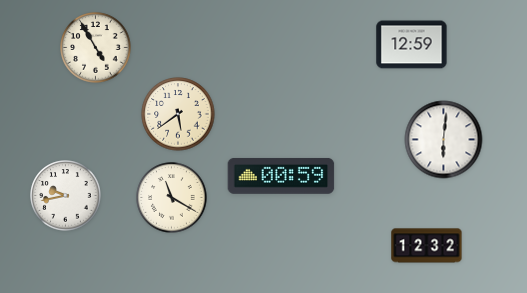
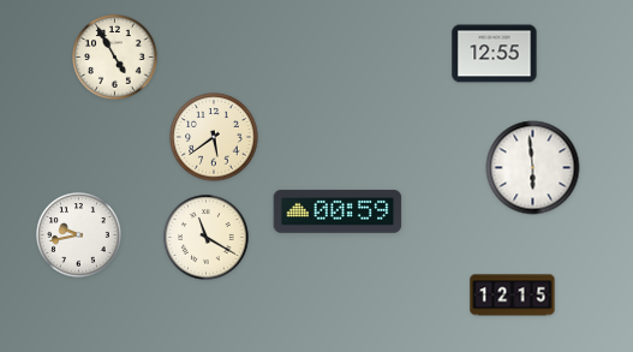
clock at (412, 45): 12:59 -> 12:55
clock at (444, 140): 6:01 -> 5:59
clock at (427, 246): 12:32 -> 12:15
